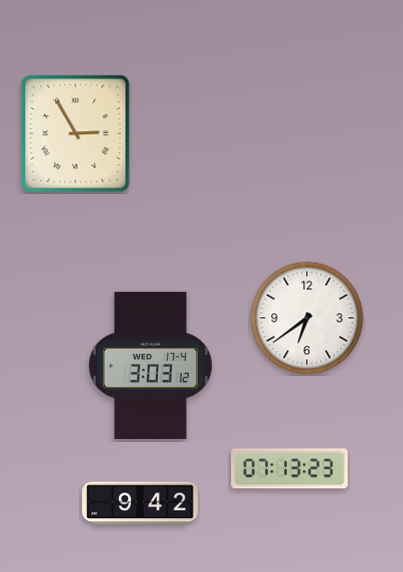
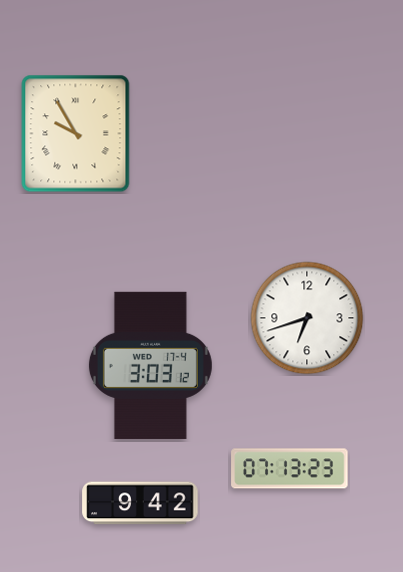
clock at (76, 134): 2:55 -> 9:55
clock at (307, 318): 6:39 -> 6:42
